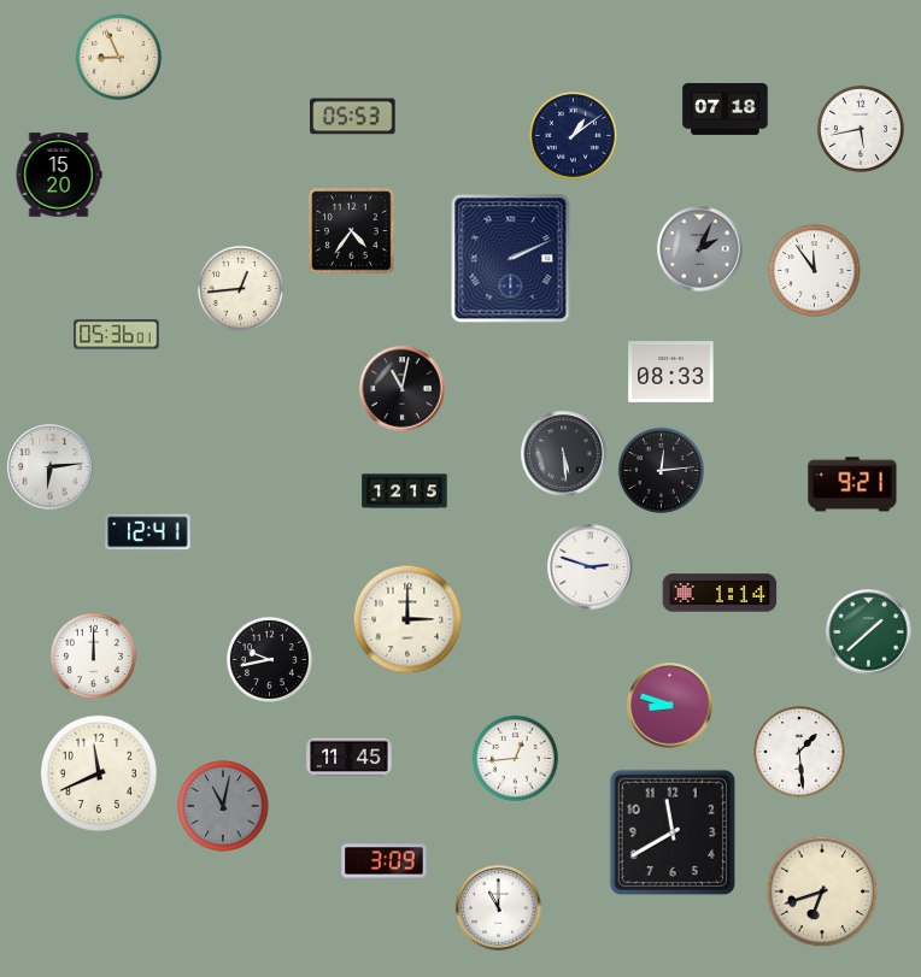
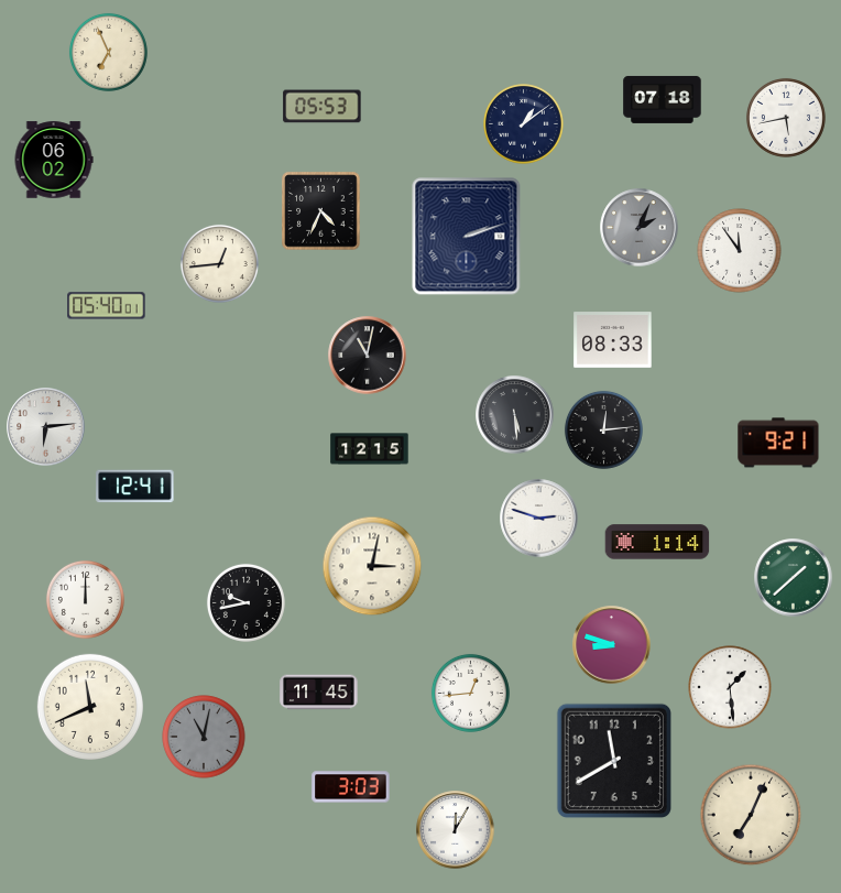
clock at (118, 57): 8:56 -> 6:56
clock at (59, 175): 15:20 -> 06:02
clock at (352, 231): 4:36 -> 4:34
clock at (511, 259): 2:11 -> 2:12
clock at (815, 271) position: (815, 271) -> (740, 251)
clock at (117, 335): 05:36 -> 05:40
clock at (407, 619): 3:00 -> 3:02
clock at (385, 861): 3:09 -> 3:03
clock at (822, 891): 6:42 -> 7:04
clock at (499, 908): 11:00 -> 12:05
